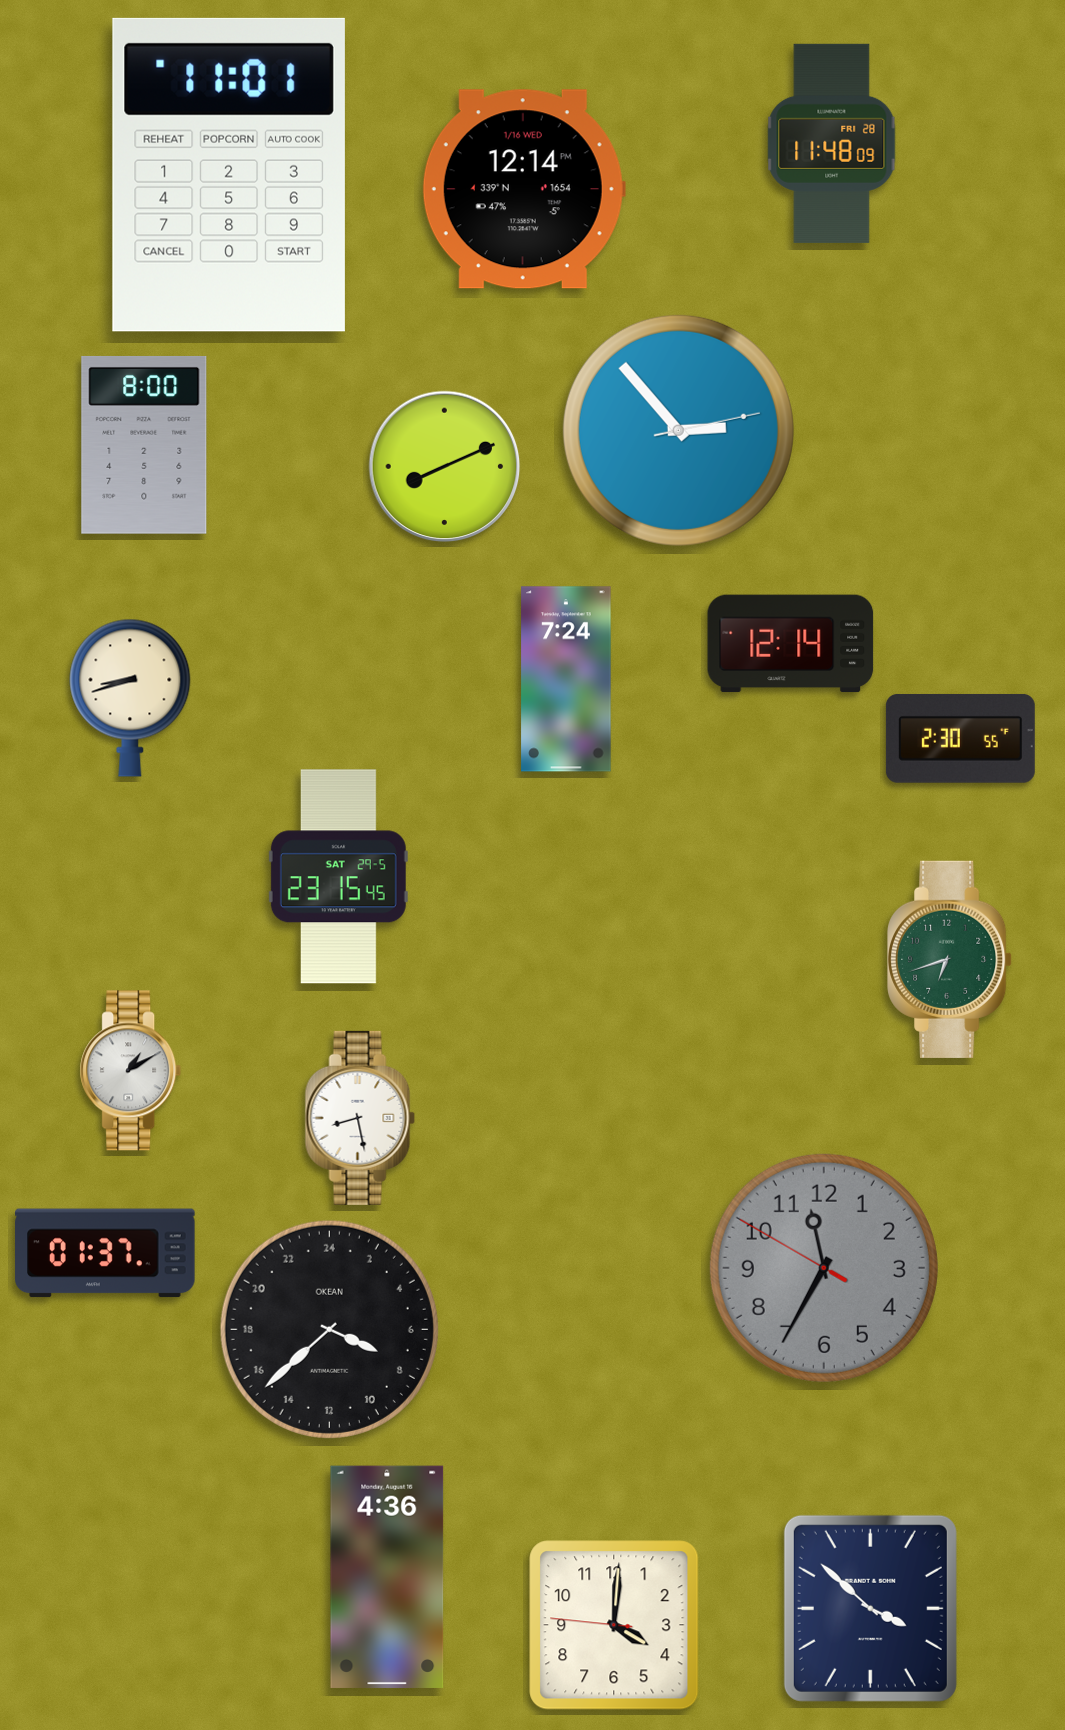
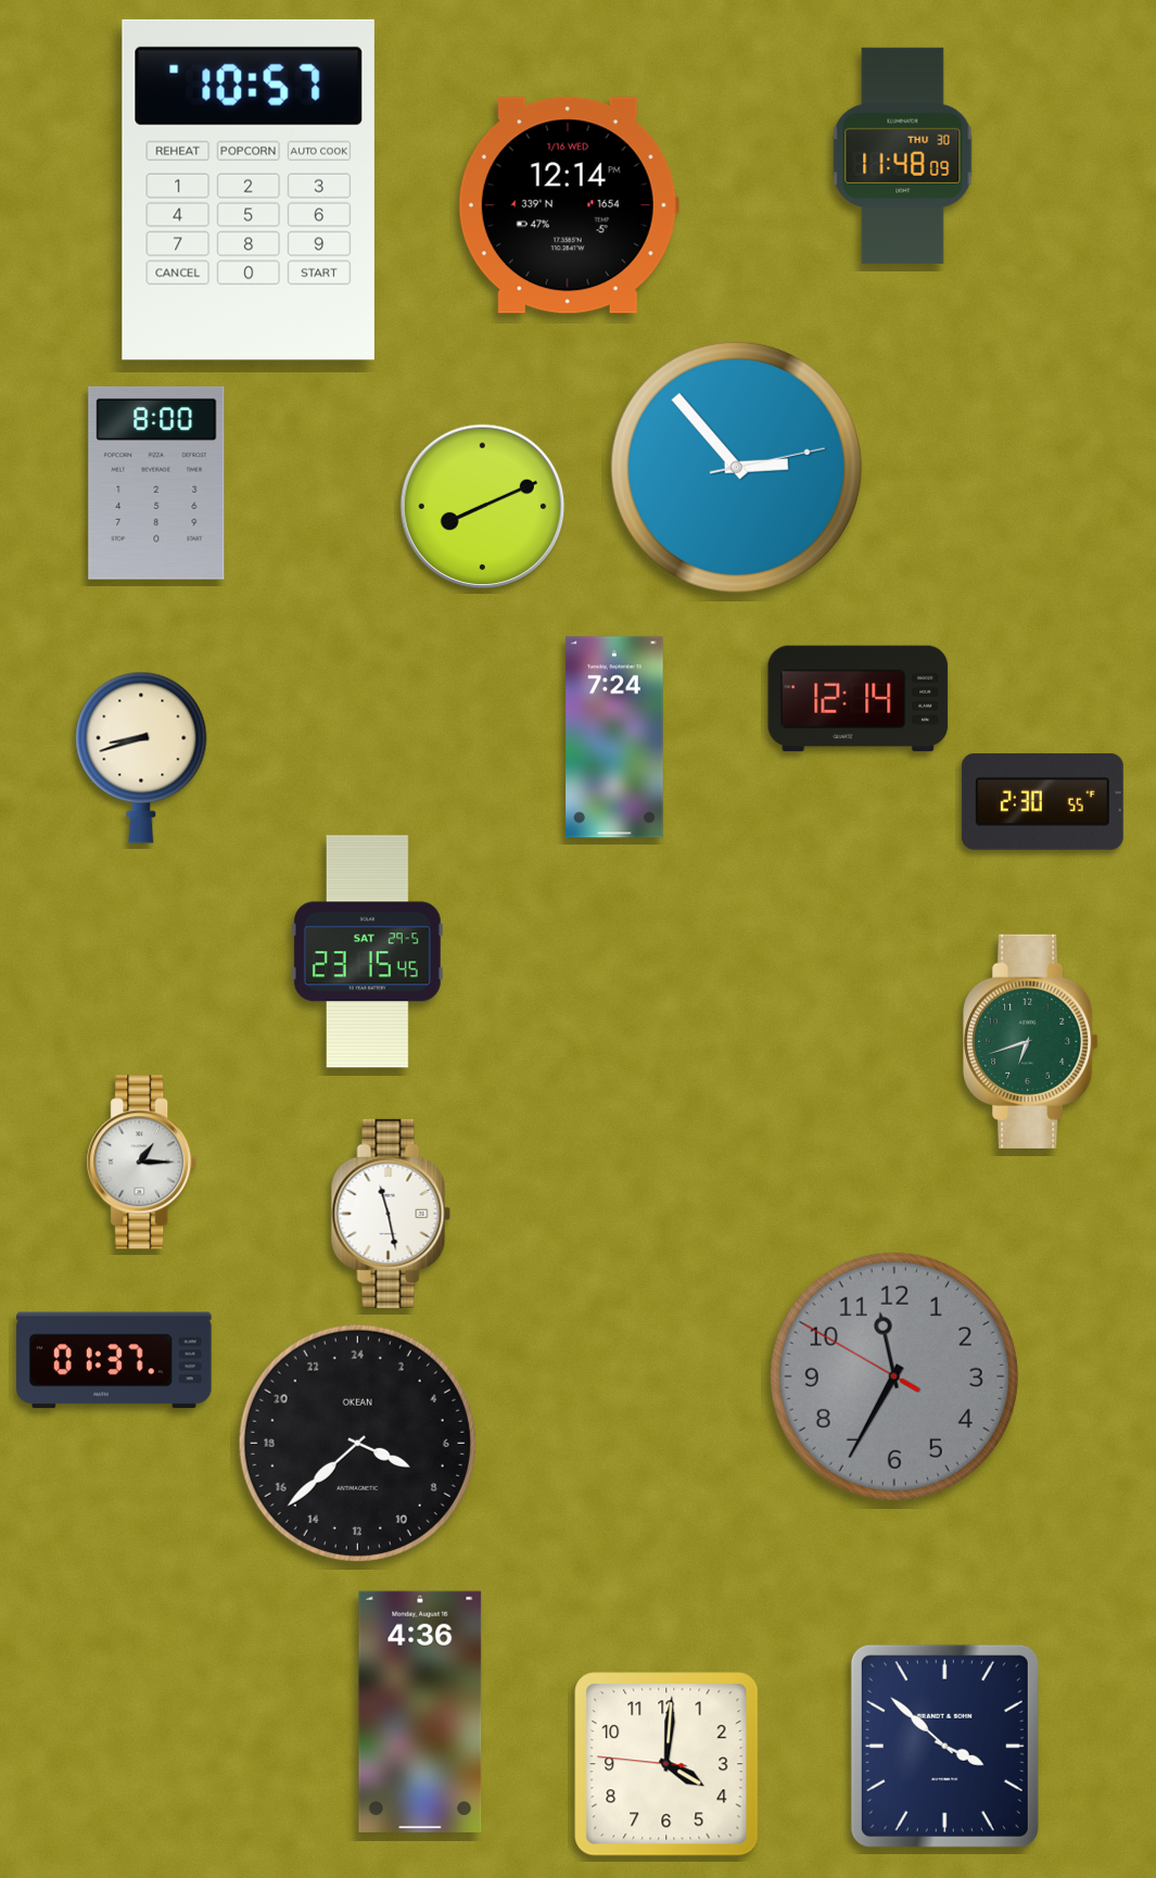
clock at (832, 143) date: FRI 28 -> THU 30
clock at (229, 175): 11:01 -> 10:57
clock at (131, 1071): 1:10 -> 1:15
clock at (360, 1118): 8:28 -> 11:28
